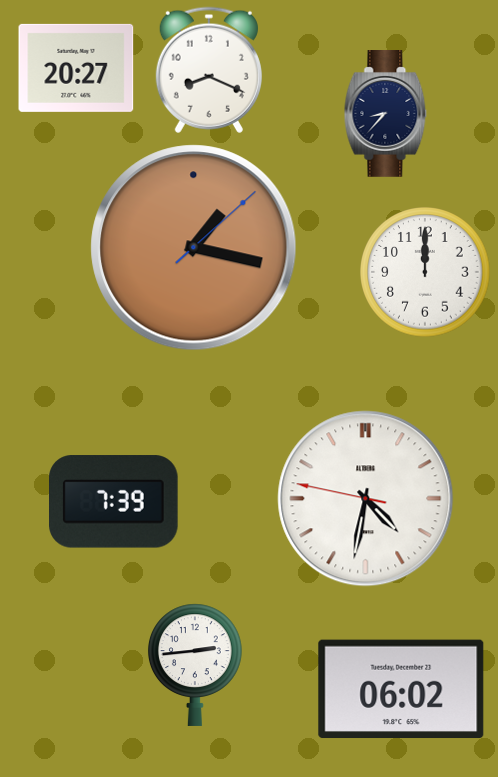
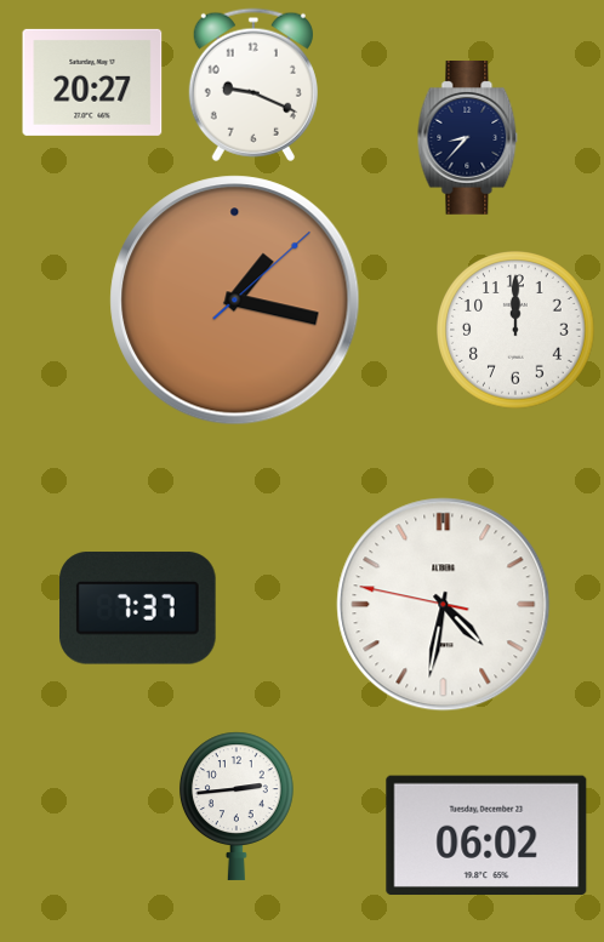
clock at (209, 70): 8:19 -> 9:19
clock at (114, 502): 7:39 -> 7:37
